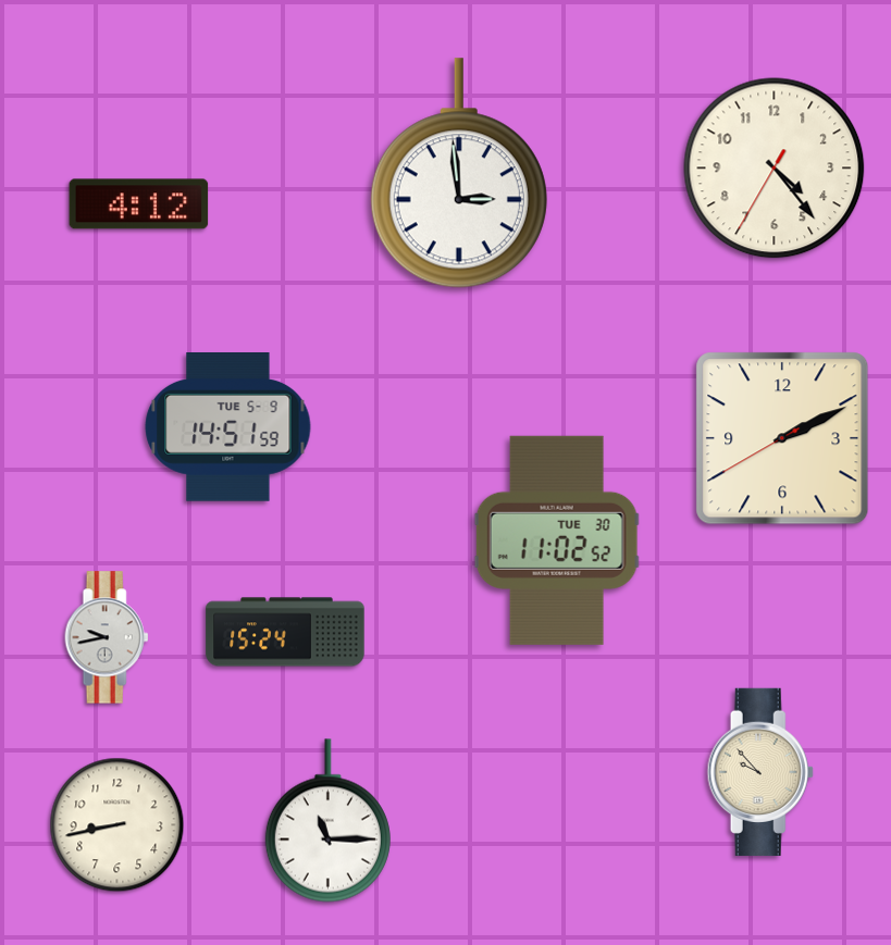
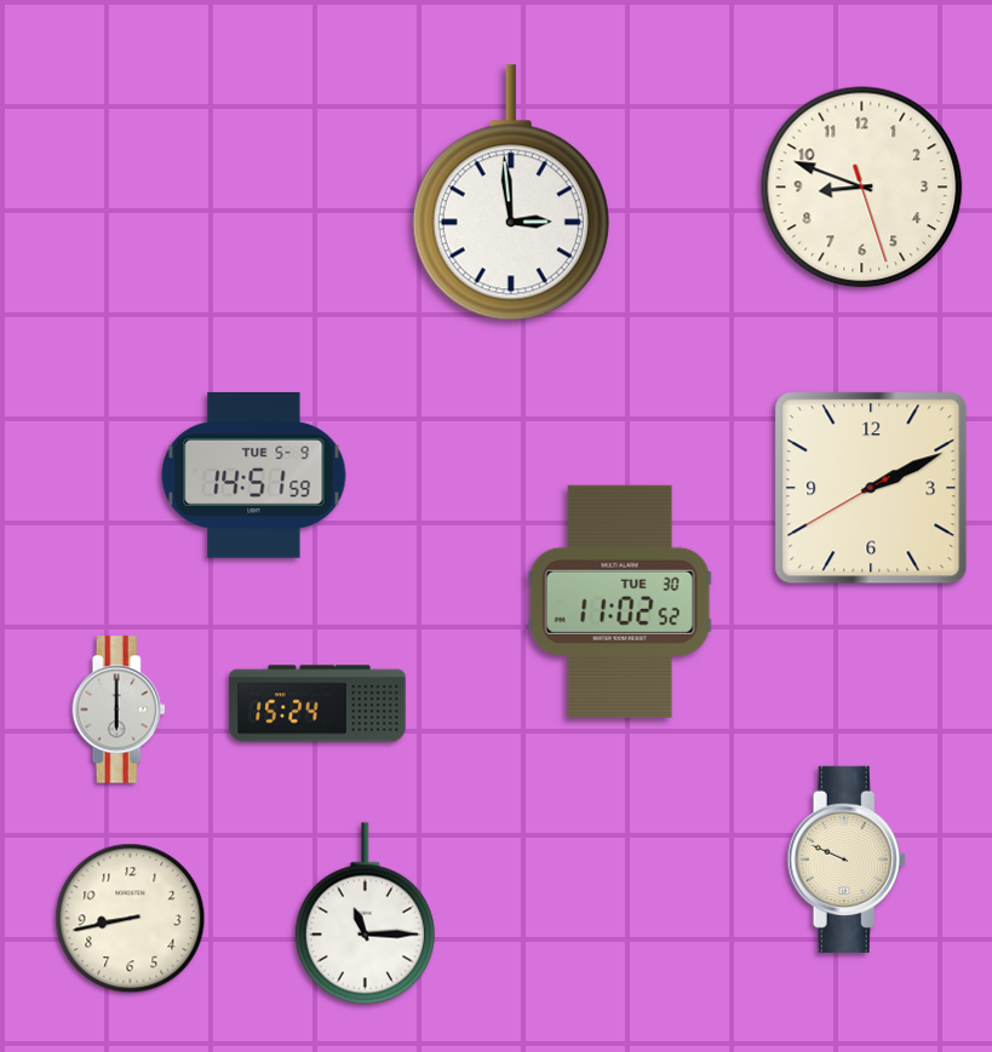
clock at (775, 169): 4:23 -> 8:48
clock at (139, 204): 4:12 -> none
clock at (107, 637): 9:43 -> 6:00
clock at (760, 772): 9:53 -> 9:49
